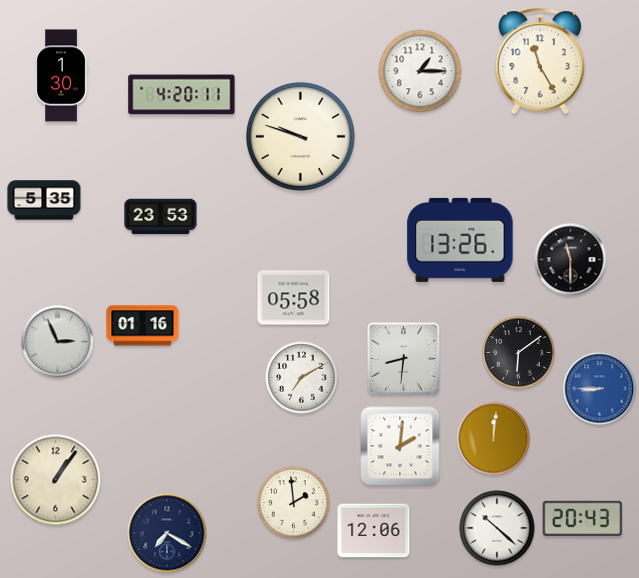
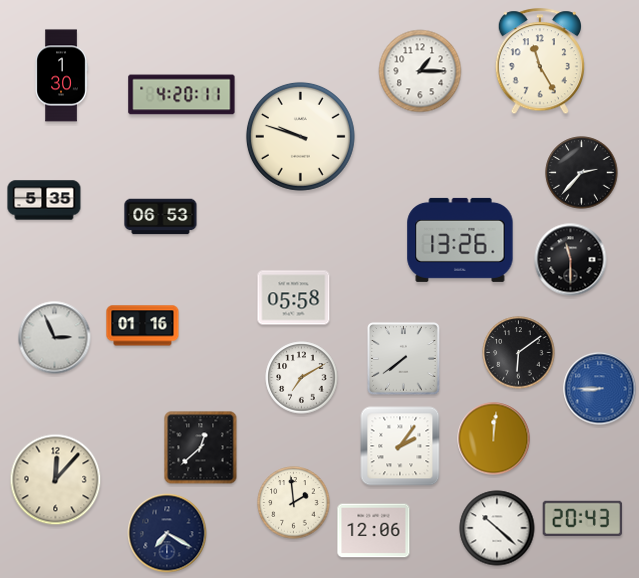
clock at (582, 173): none -> 2:37
clock at (161, 217): 23:53 -> 06:53
clock at (58, 342) position: (58, 342) -> (55, 338)
clock at (404, 359): 8:31 -> 7:39
clock at (400, 446): 2:01 -> 2:06
clock at (201, 448): none -> 12:38
clock at (56, 480): 1:06 -> 12:07
